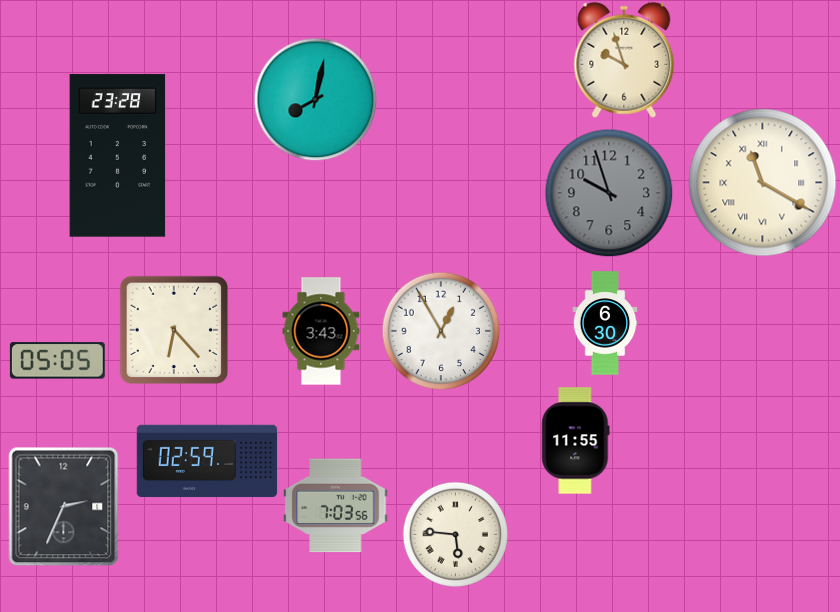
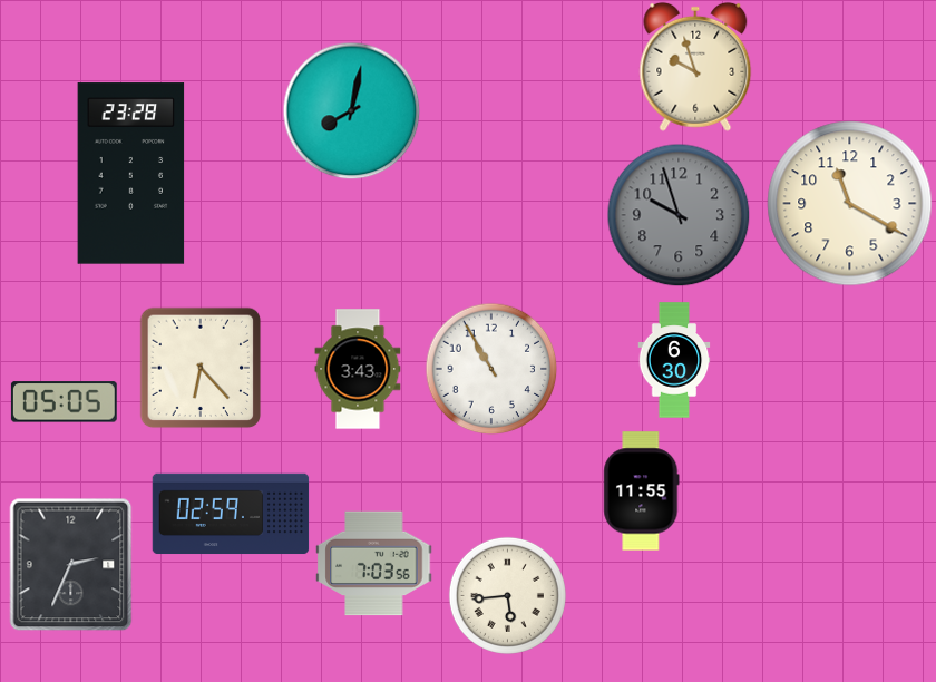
clock at (763, 183) numerals: Roman -> Arabic
clock at (174, 330) position: (174, 330) -> (201, 368)
clock at (441, 331): 12:55 -> 10:55
clock at (455, 534): 5:46 -> 5:44
